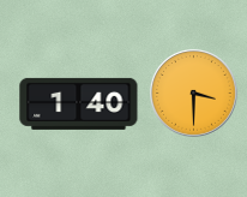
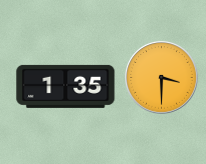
clock at (79, 103): 1:40 -> 1:35
